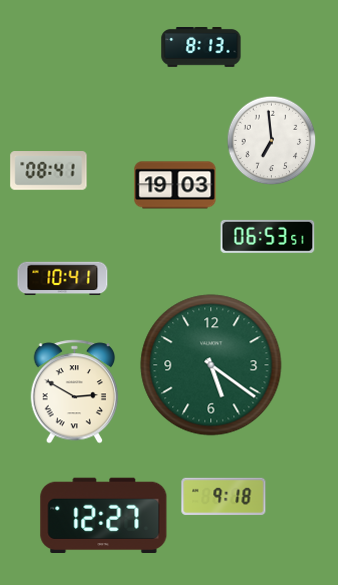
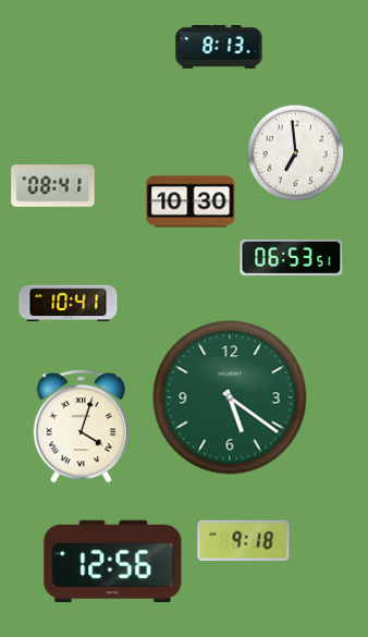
clock at (201, 48) position: (201, 48) -> (219, 48)
clock at (175, 185): 19:03 -> 10:30
clock at (75, 392): 2:50 -> 4:03
clock at (104, 515): 12:27 -> 12:56
